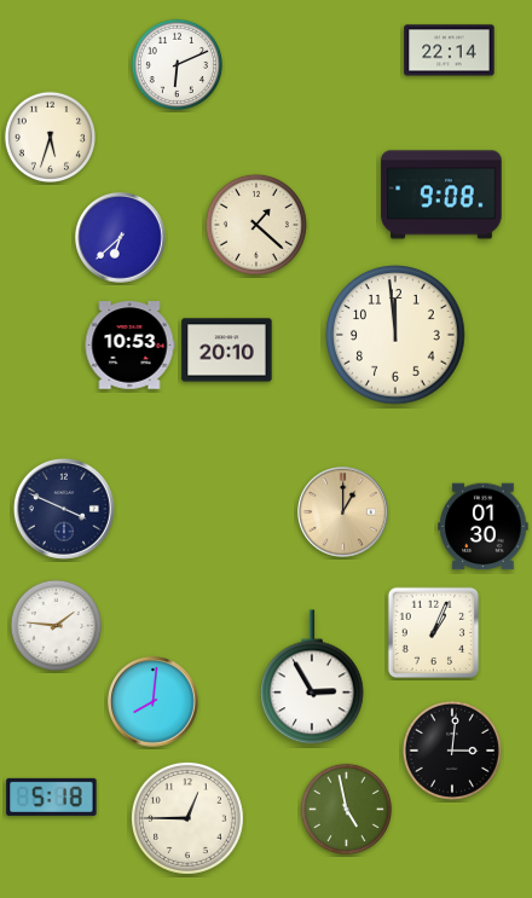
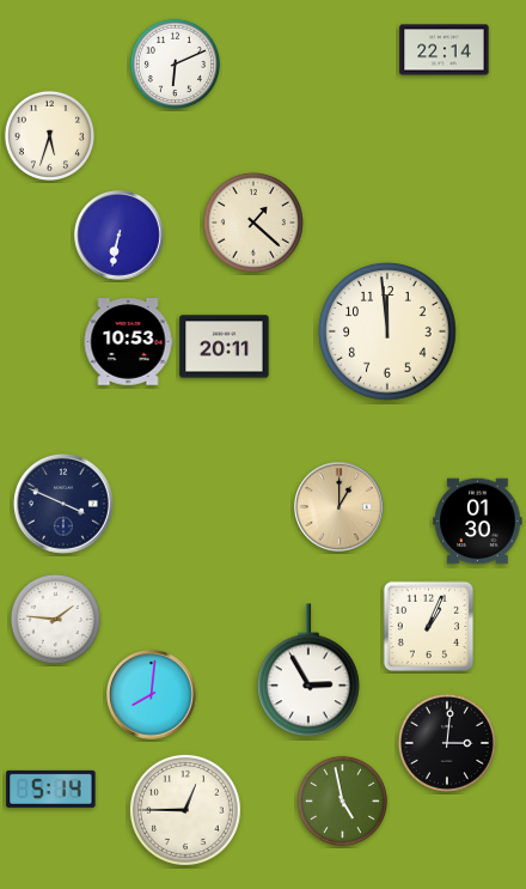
clock at (441, 195): 9:08 -> none
clock at (121, 238): 6:38 -> 6:32
clock at (395, 335) position: (395, 335) -> (387, 331)
clock at (227, 350): 20:10 -> 20:11
clock at (52, 796): 5:18 -> 5:14
